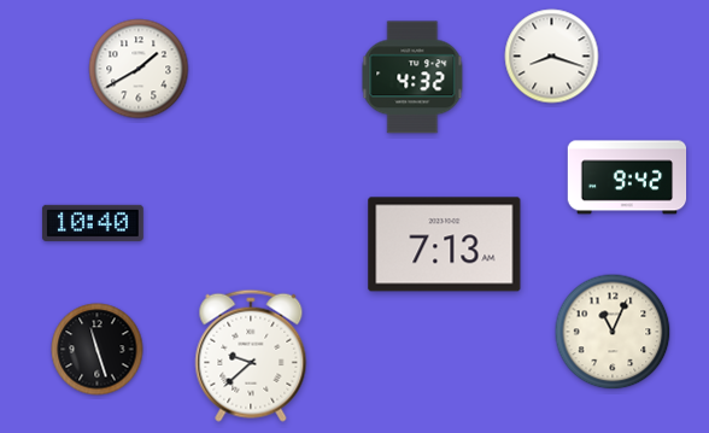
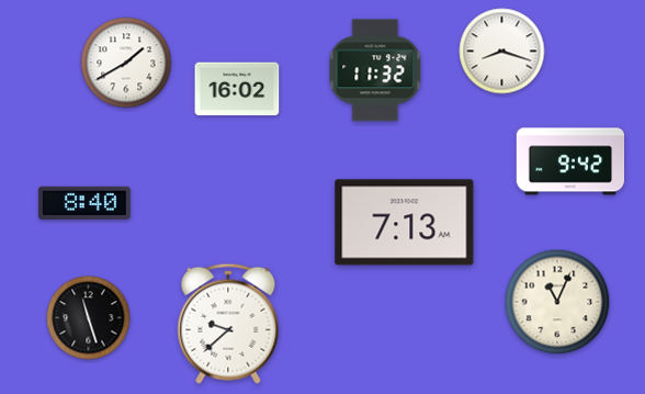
clock at (412, 77): 4:32 -> 11:32
clock at (237, 89): none -> 16:02
clock at (93, 223): 10:40 -> 8:40
